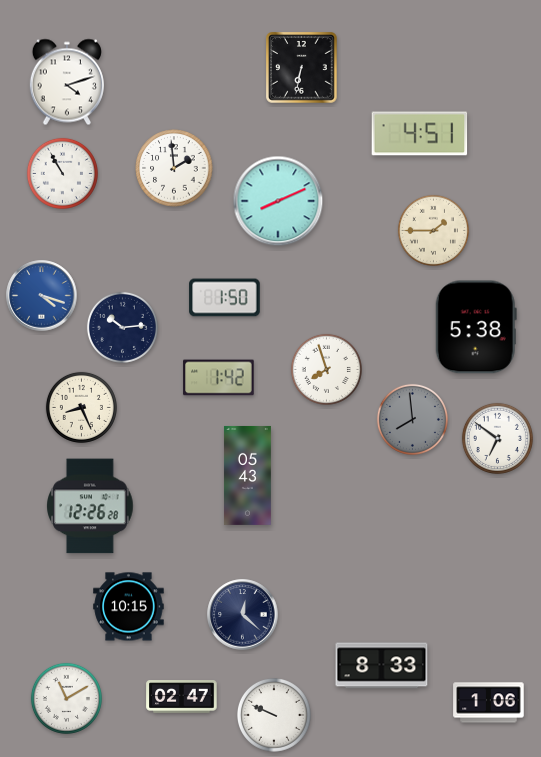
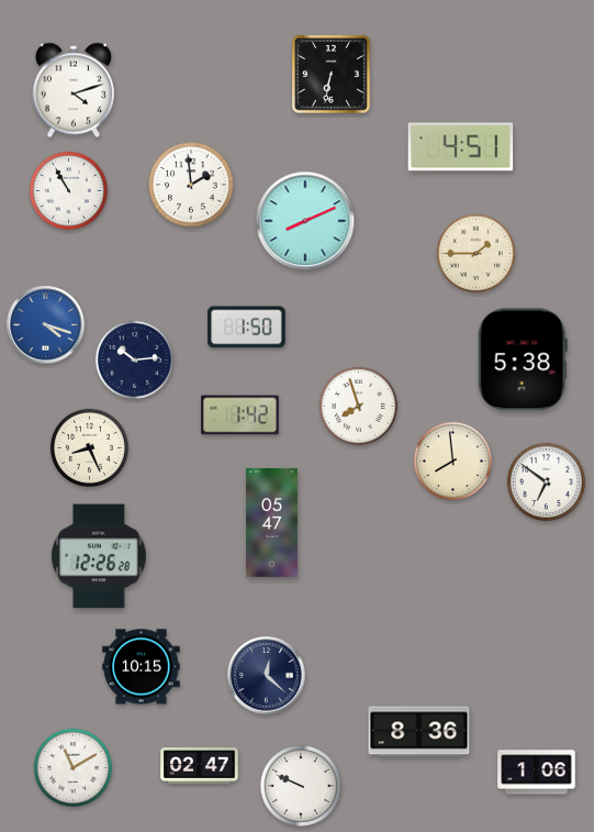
clock at (412, 419) dial: grey -> cream
clock at (247, 475): 05:43 -> 05:47
clock at (382, 666): 8:33 -> 8:36
